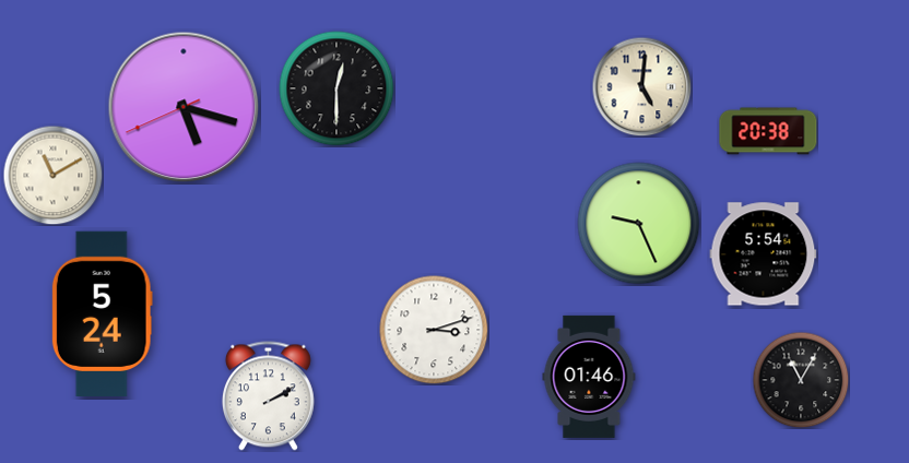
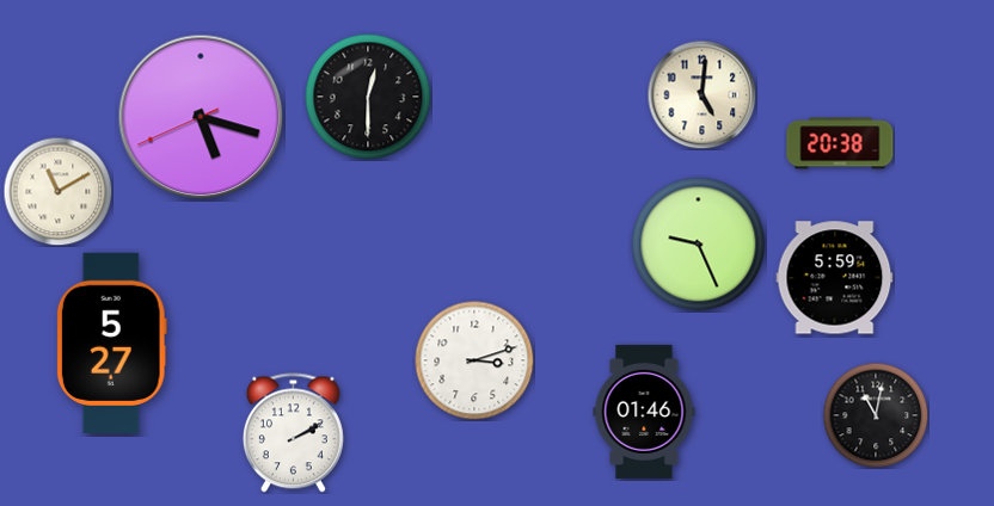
clock at (764, 254): 5:54 -> 5:59
clock at (102, 313): 5:24 -> 5:27
clock at (801, 380): 11:05 -> 11:02
